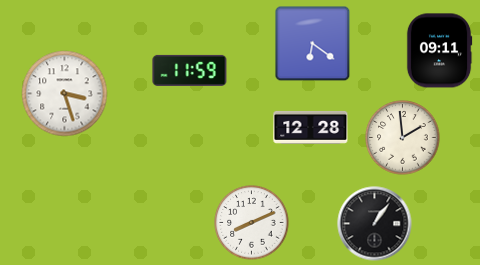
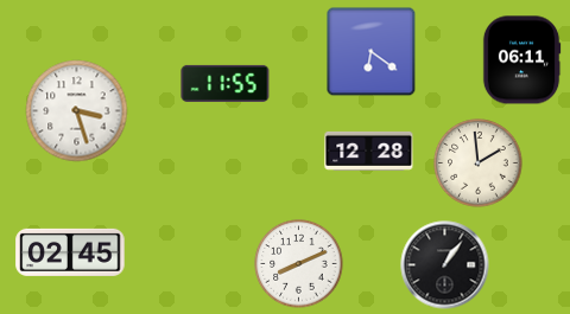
clock at (439, 51): 09:11 -> 06:11
clock at (190, 70): 11:59 -> 11:55
clock at (70, 252): none -> 02:45
